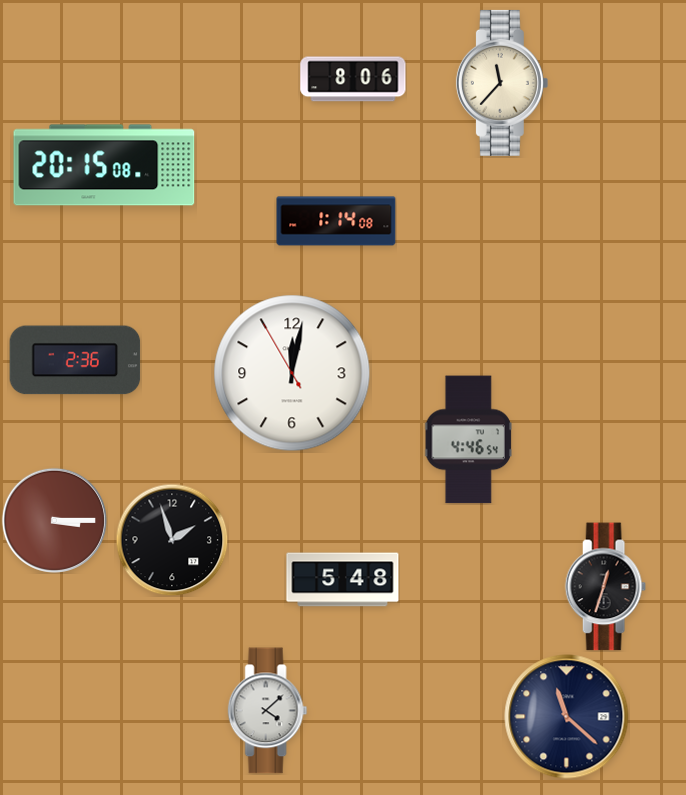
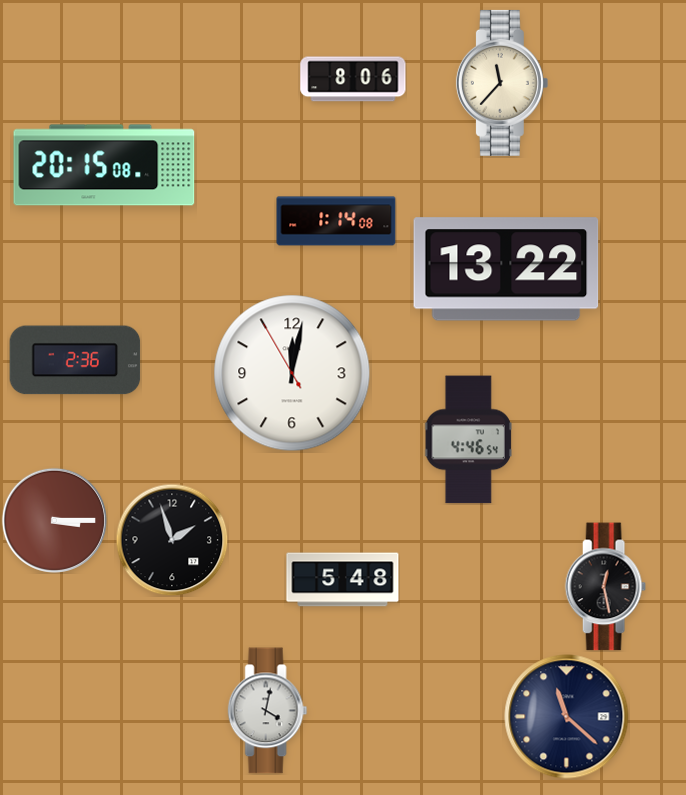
clock at (506, 269): none -> 13:22
clock at (605, 587): 12:33 -> 12:28
clock at (268, 711): 4:08 -> 4:02
